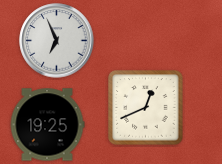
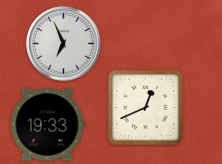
clock at (57, 41) position: (57, 41) -> (64, 44)
clock at (47, 125): 19:25 -> 19:33
